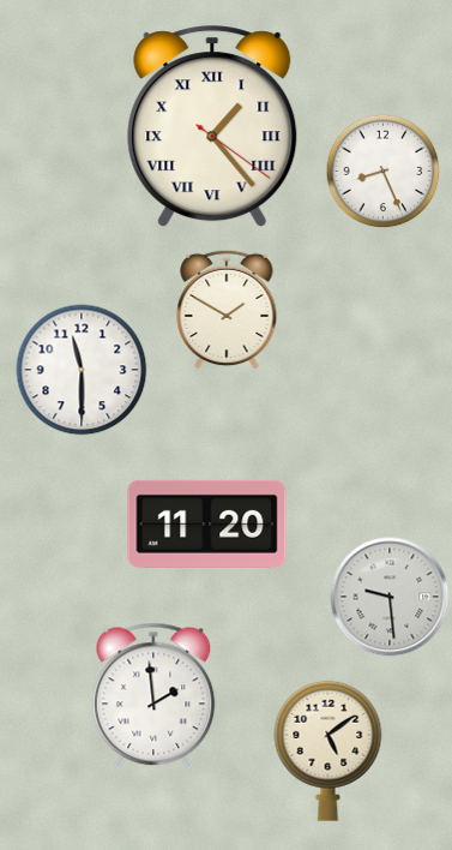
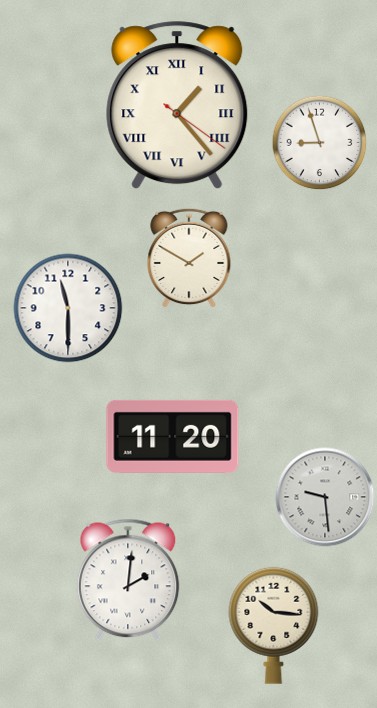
clock at (382, 170): 8:26 -> 8:57
clock at (153, 696): 1:59 -> 2:01
clock at (329, 750): 5:09 -> 10:16
